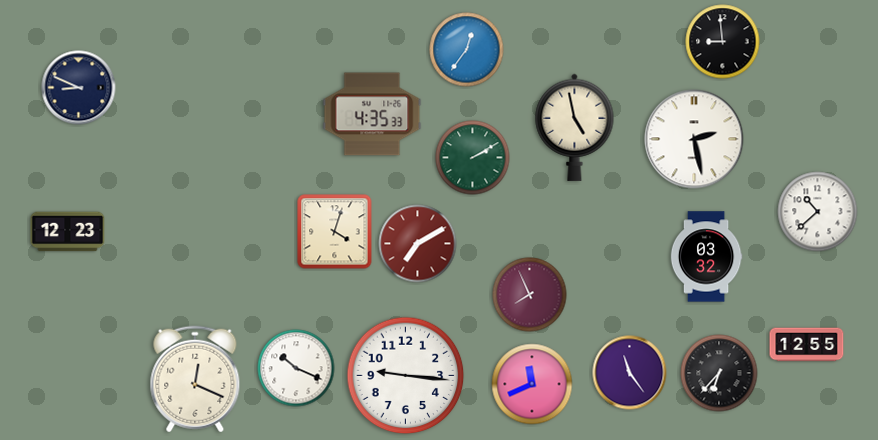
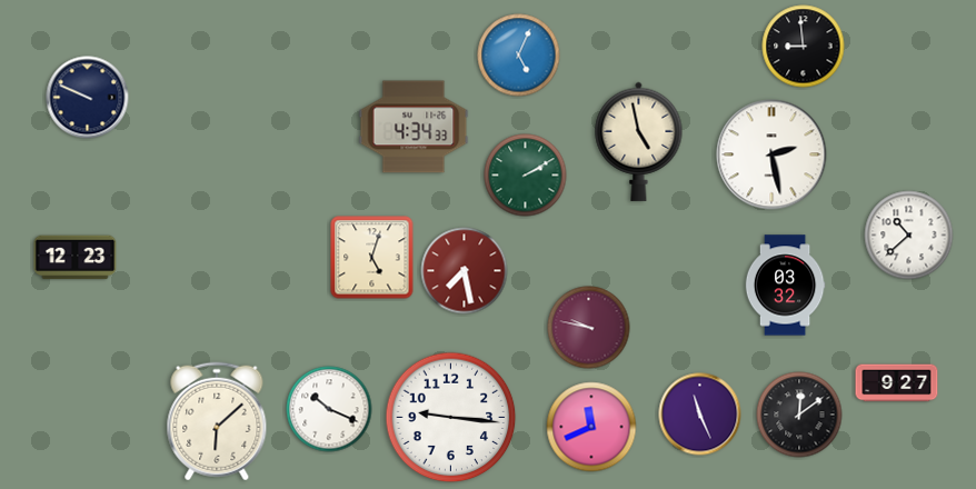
clock at (467, 50): 12:36 -> 5:04
clock at (79, 88): 8:49 -> 9:49
clock at (372, 114): 4:35 -> 4:34
clock at (335, 232): 4:03 -> 5:03
clock at (418, 244): 7:10 -> 7:28
clock at (530, 295): 7:56 -> 9:47
clock at (807, 345): 12:55 -> 9:27
clock at (630, 373): 11:24 -> 11:26
clock at (719, 373): 6:37 -> 12:09
clock at (195, 379): 12:19 -> 6:08
